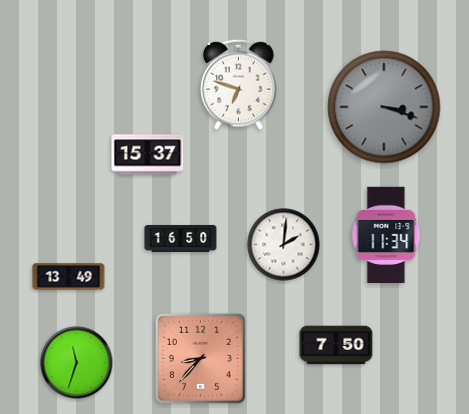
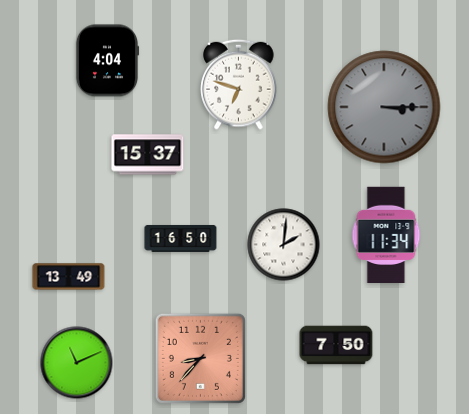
clock at (107, 61): none -> 4:04
clock at (384, 107): 3:18 -> 3:15
clock at (77, 363): 11:33 -> 11:11
